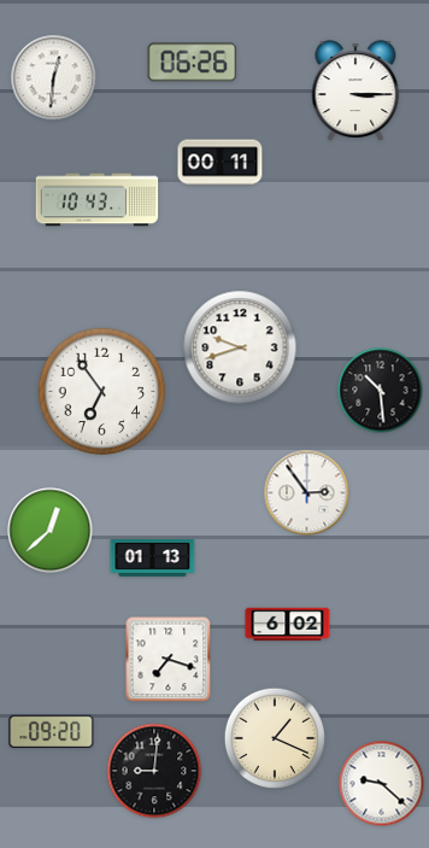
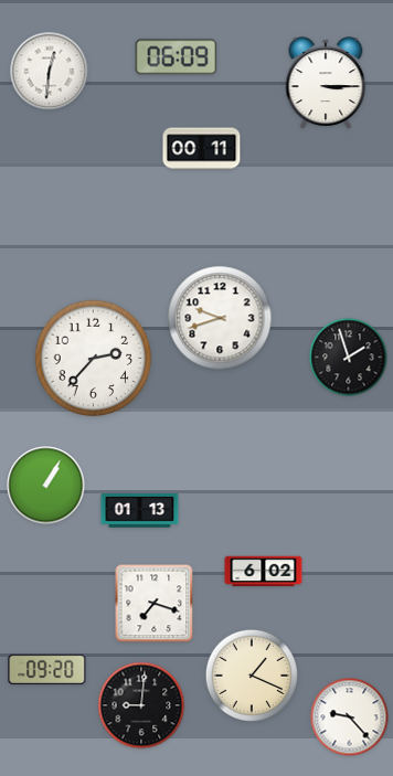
clock at (193, 63): 06:26 -> 06:09
clock at (98, 200): 10:43 -> none
clock at (381, 391): 10:29 -> 1:57
clock at (102, 392): 6:54 -> 2:37
clock at (307, 493): 2:54 -> none
clock at (51, 531): 12:38 -> 1:05
clock at (382, 784): 9:22 -> 9:23
